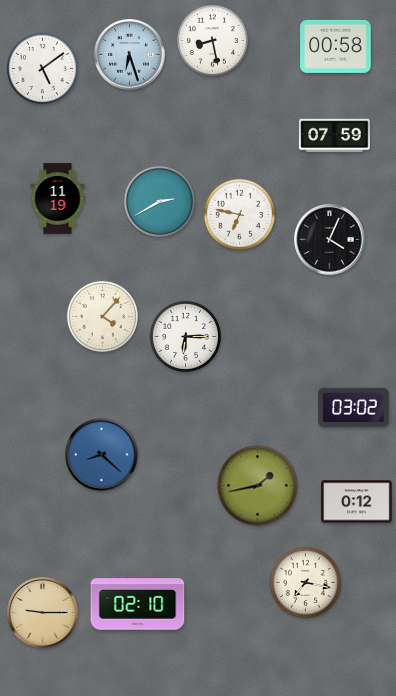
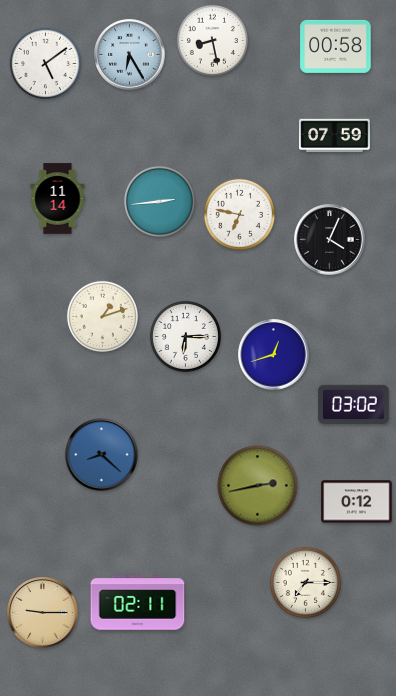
clock at (130, 55): 6:27 -> 6:25
clock at (42, 68) position: (42, 68) -> (45, 63)
clock at (58, 199): 11:19 -> 11:14
clock at (159, 201): 2:40 -> 2:44
clock at (102, 316): 4:07 -> 1:12
clock at (274, 355): none -> 12:42
clock at (354, 407) position: (354, 407) -> (354, 404)
clock at (258, 486): 1:43 -> 2:43
clock at (305, 582): 7:17 -> 7:15
clock at (138, 603): 02:10 -> 02:11
